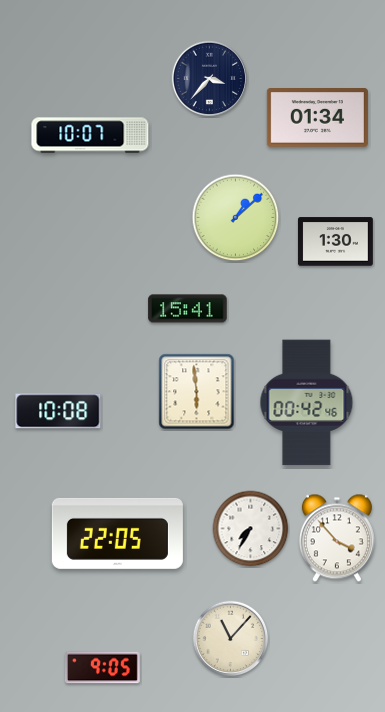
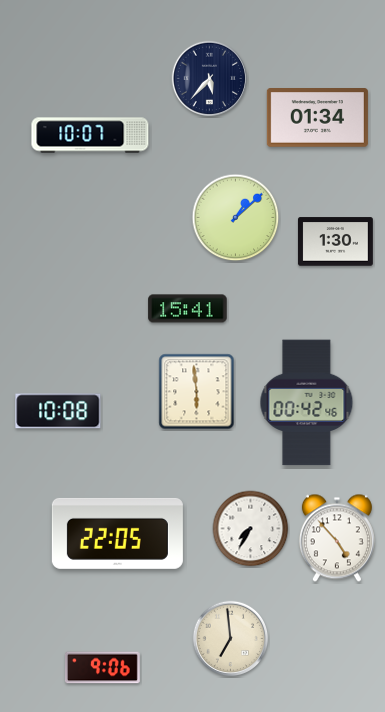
clock at (210, 79): 3:37 -> 5:37
clock at (337, 538): 3:53 -> 4:53
clock at (231, 639): 11:07 -> 6:59
clock at (102, 668): 9:05 -> 9:06
